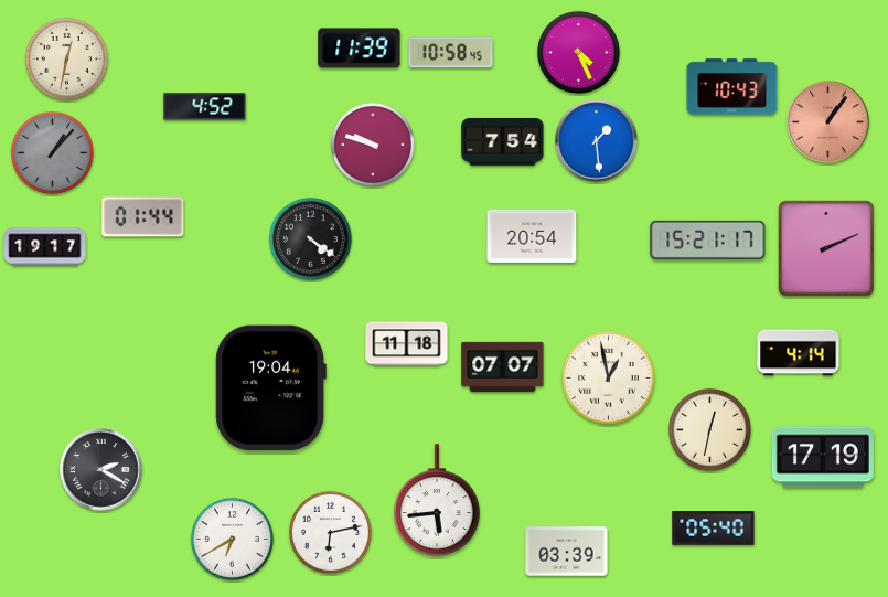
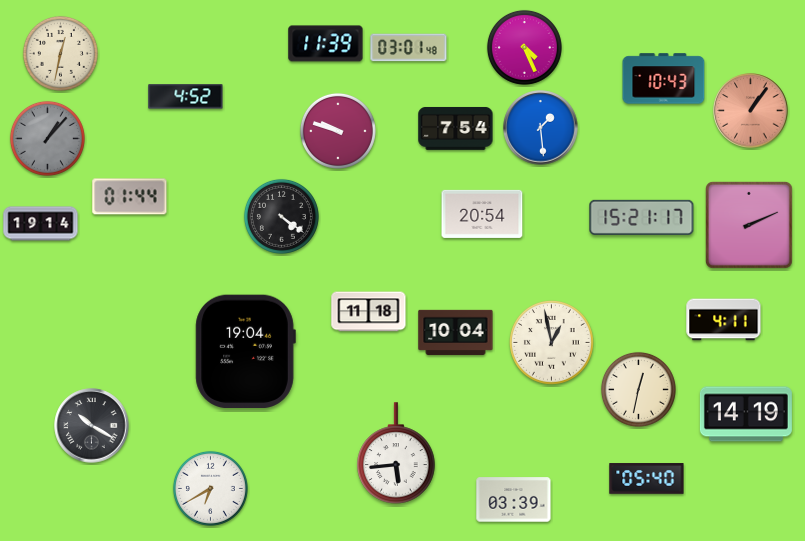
clock at (451, 53): 10:58 -> 03:01
clock at (45, 247): 19:17 -> 19:14
clock at (799, 353): 4:14 -> 4:11
clock at (503, 366): 07:07 -> 10:04
clock at (709, 429) position: (709, 429) -> (638, 389)
clock at (823, 457): 17:19 -> 14:19
clock at (101, 470): 2:20 -> 10:20
clock at (330, 532): 6:13 -> none
